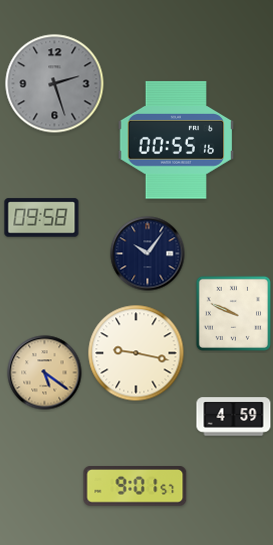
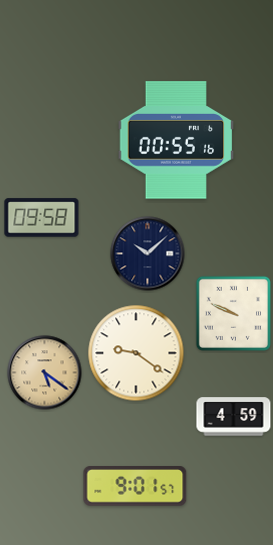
clock at (55, 84): 2:27 -> none
clock at (148, 254): 10:06 -> 10:08
clock at (136, 353): 9:17 -> 9:21
